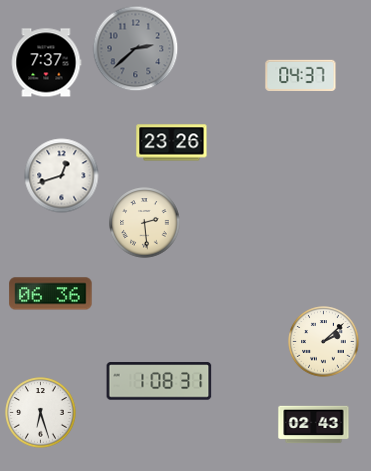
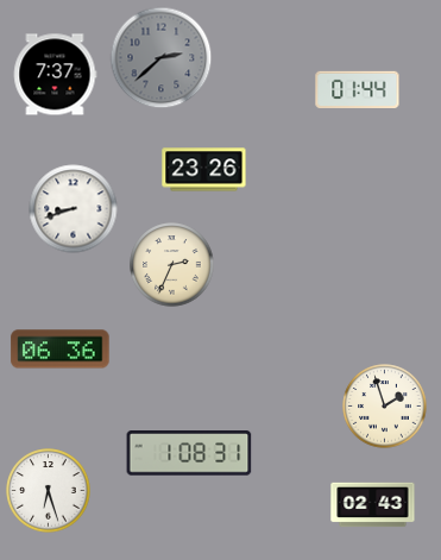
clock at (301, 76): 04:37 -> 01:44
clock at (62, 176): 12:42 -> 8:42
clock at (145, 223): 2:29 -> 2:34
clock at (324, 342): 2:08 -> 1:57
